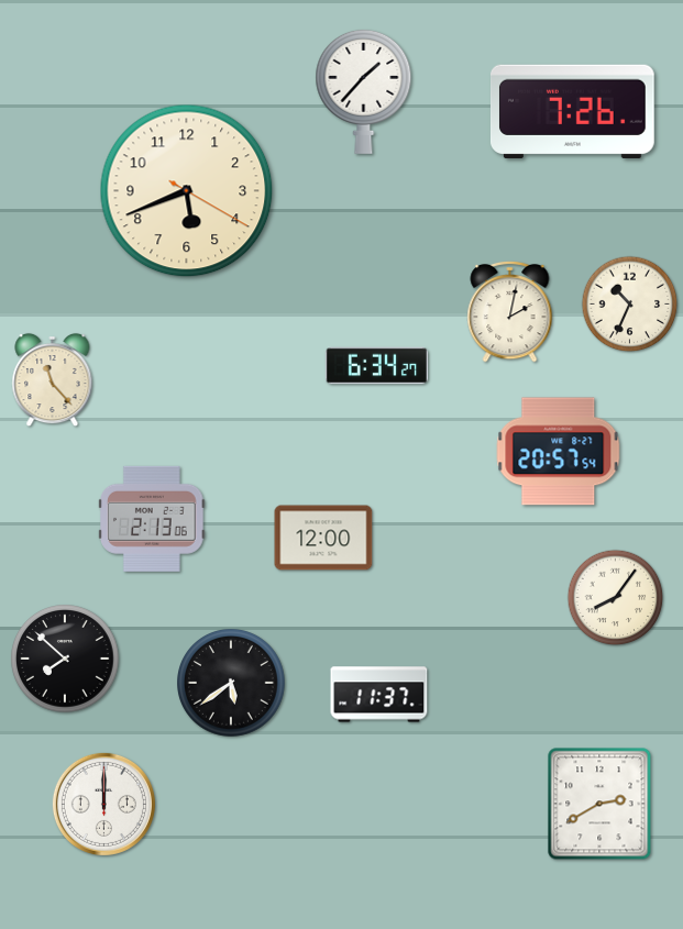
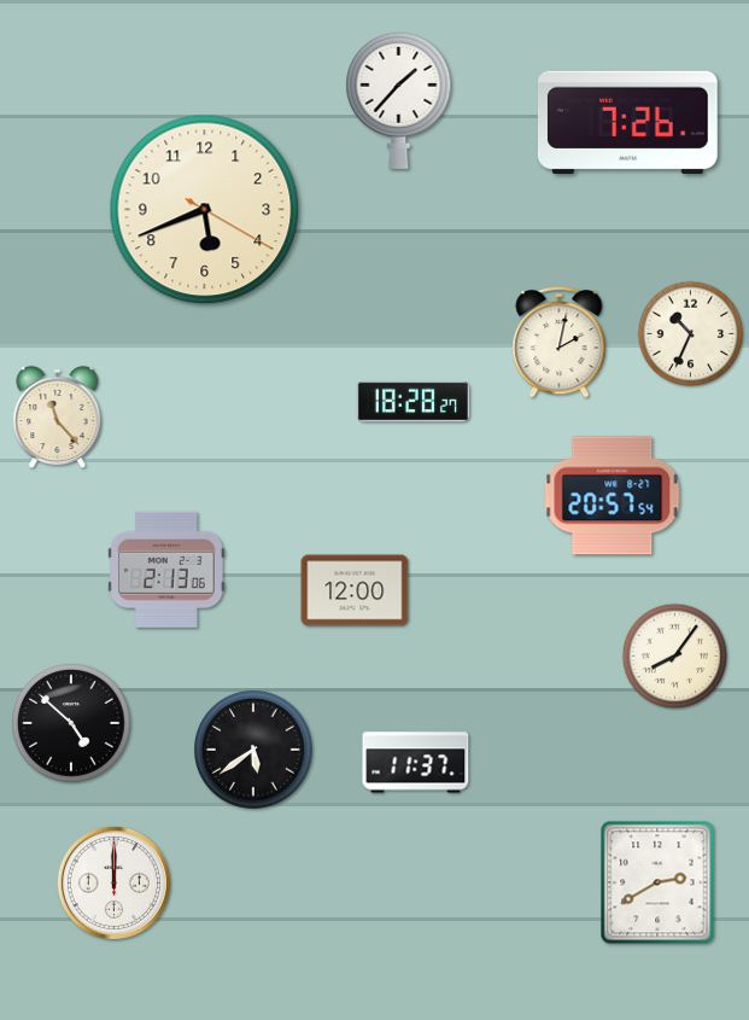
clock at (376, 366): 6:34 -> 18:28
clock at (65, 659): 7:52 -> 4:52
